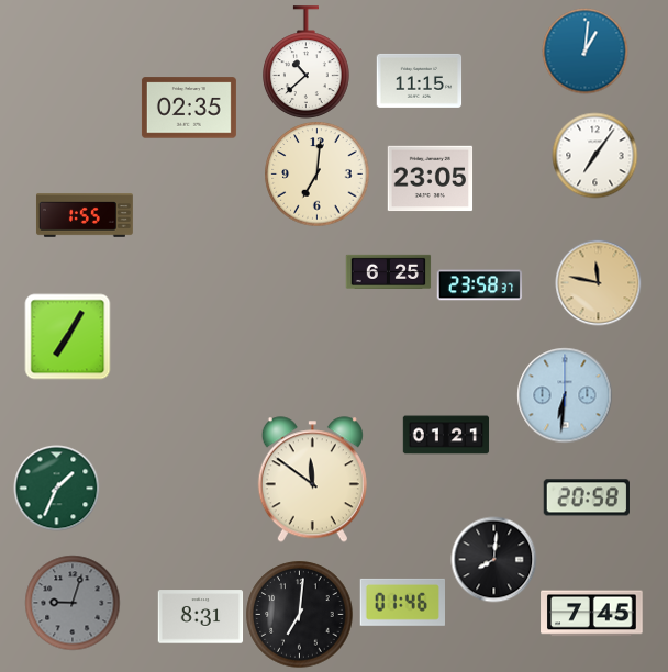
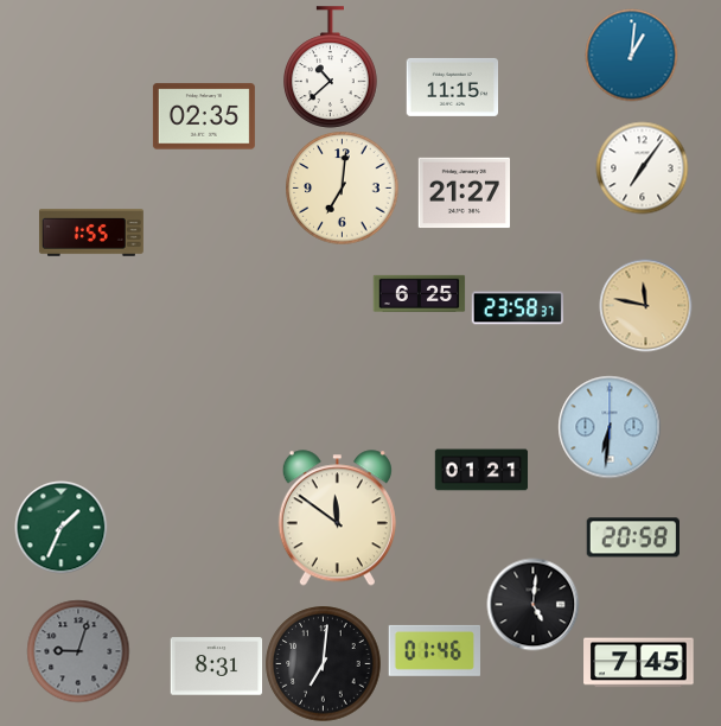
clock at (430, 179): 23:05 -> 21:27
clock at (67, 336): 7:05 -> none
clock at (493, 559): 8:01 -> 5:01
